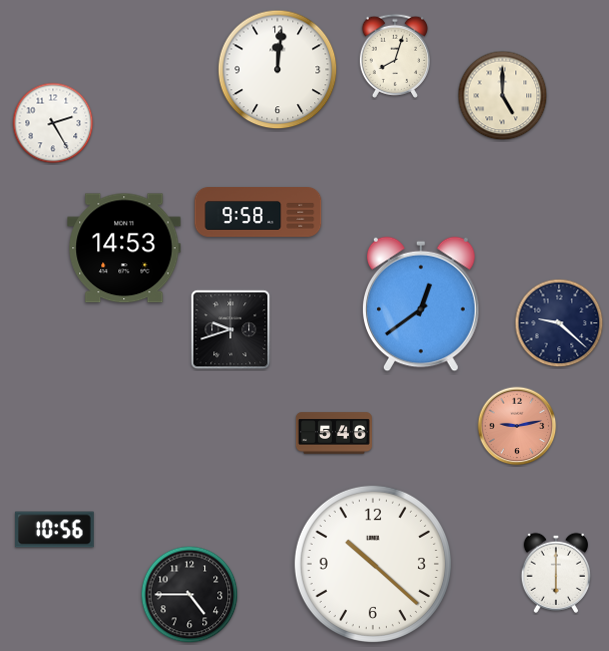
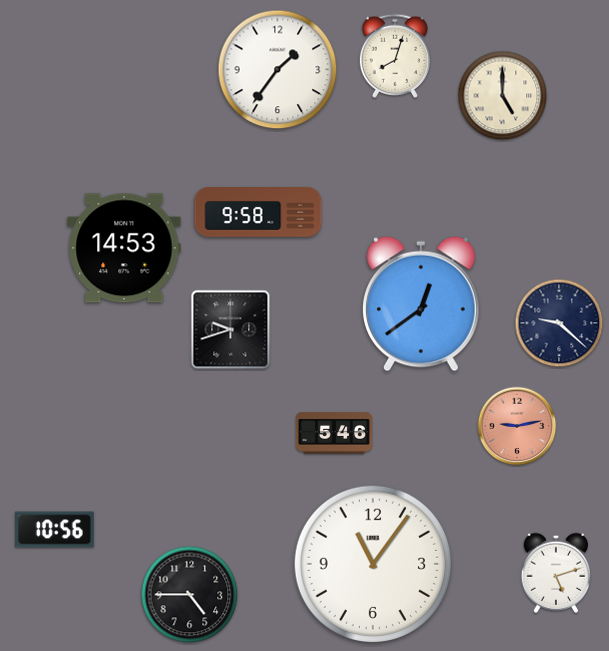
clock at (278, 70): 12:01 -> 1:36
clock at (53, 123): 2:25 -> none
clock at (372, 563): 10:22 -> 11:06
clock at (556, 573): 6:00 -> 5:12
